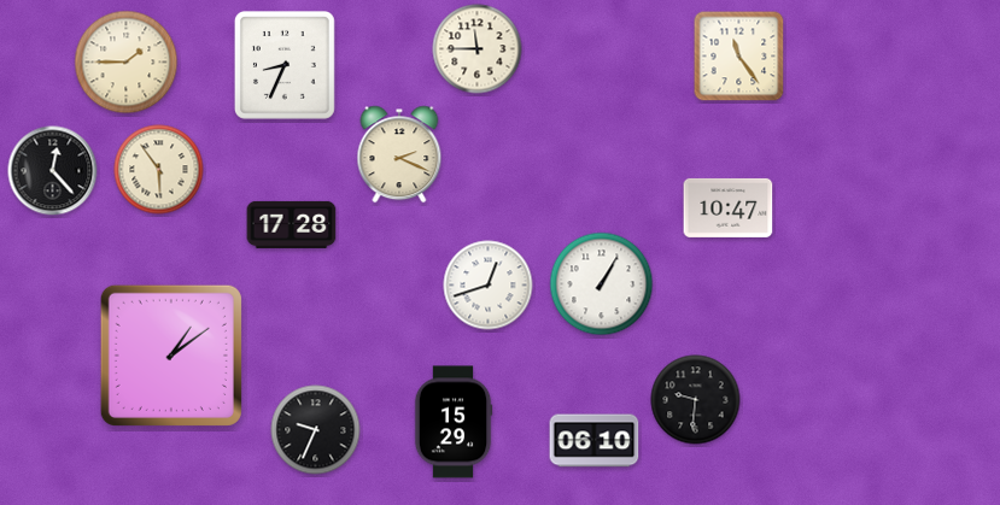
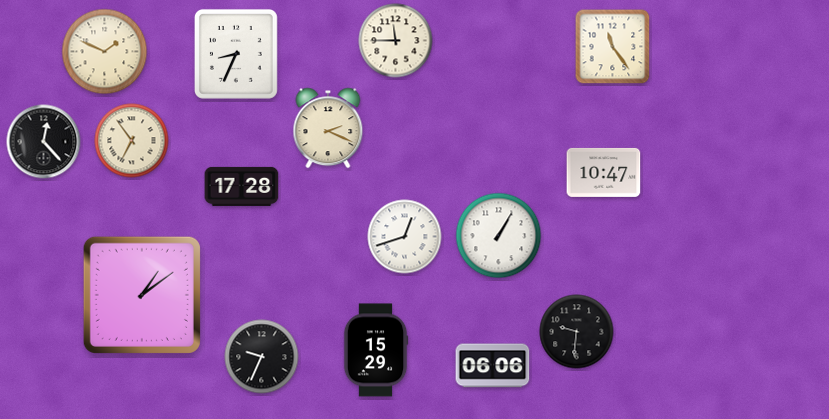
clock at (127, 63): 1:45 -> 1:49
clock at (399, 154) position: (399, 154) -> (328, 128)
clock at (159, 170): 5:54 -> 6:54
clock at (595, 441): 06:10 -> 06:06
